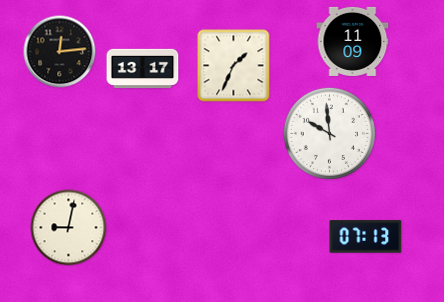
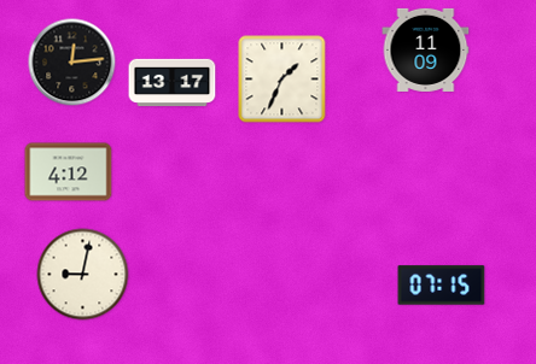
clock at (329, 133): 9:59 -> none
clock at (69, 172): none -> 4:12
clock at (366, 237): 07:13 -> 07:15
